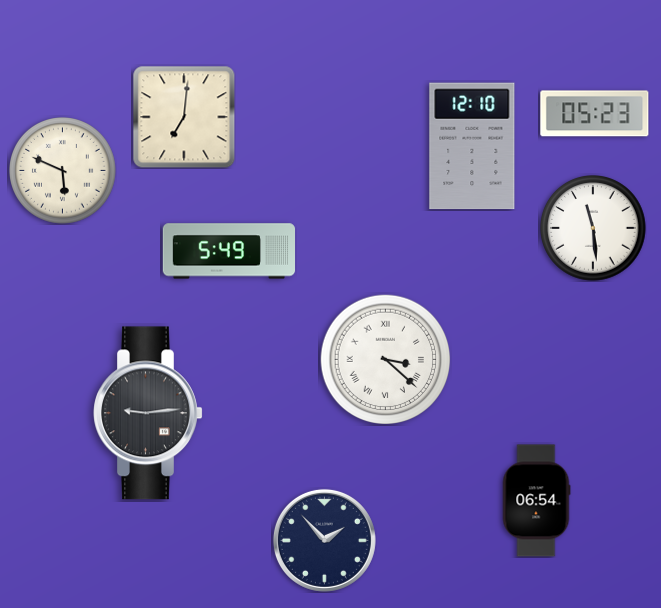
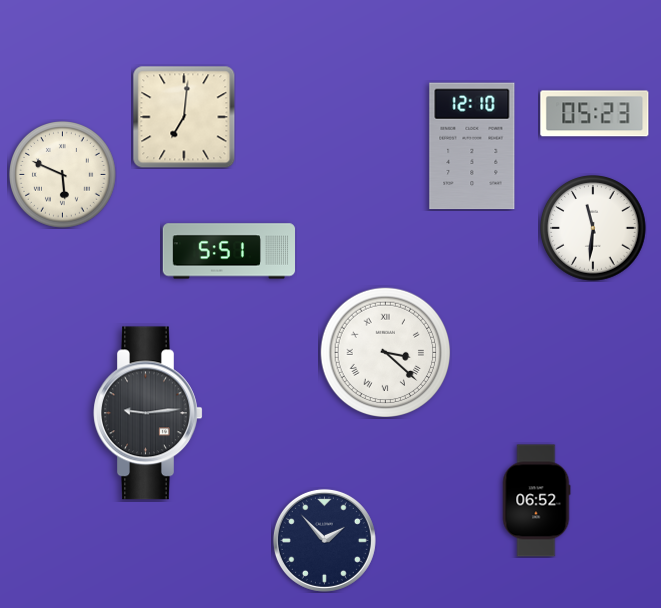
clock at (63, 171) position: (63, 171) -> (63, 175)
clock at (594, 229): 11:29 -> 11:31
clock at (229, 251): 5:49 -> 5:51
clock at (386, 360) position: (386, 360) -> (386, 353)
clock at (536, 501): 06:54 -> 06:52
